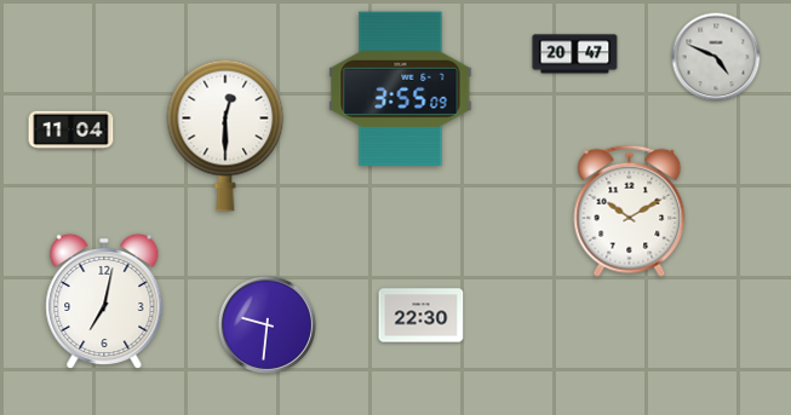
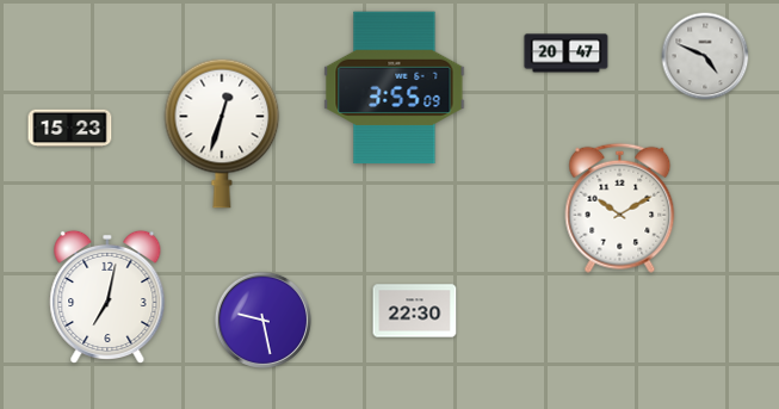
clock at (71, 131): 11:04 -> 15:23
clock at (225, 136): 12:30 -> 12:33
clock at (104, 301) position: (104, 301) -> (107, 297)
clock at (266, 324): 9:31 -> 9:28
